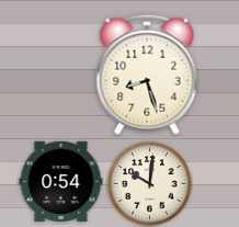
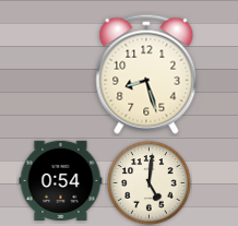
clock at (150, 184): 10:01 -> 5:01
